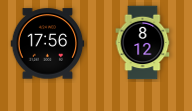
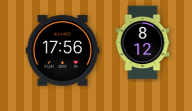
clock at (48, 44) position: (48, 44) -> (63, 51)
